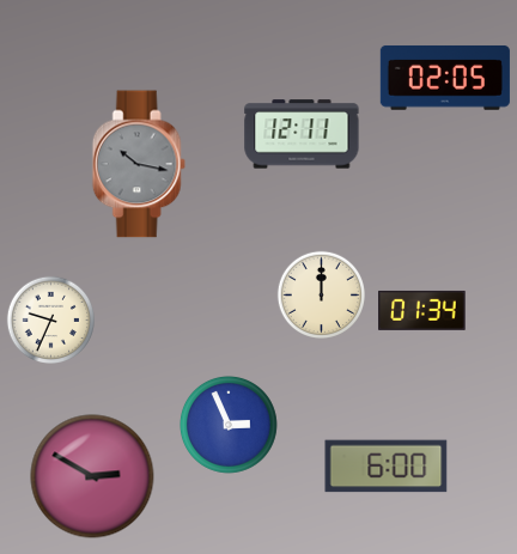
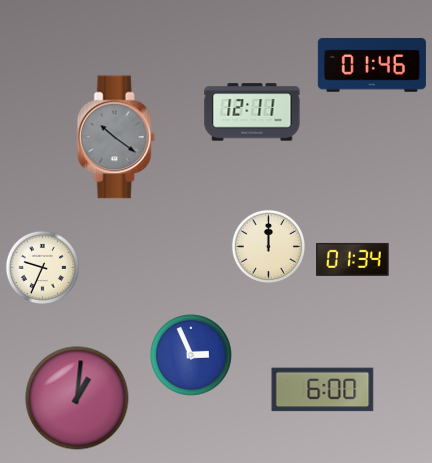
clock at (445, 78): 02:05 -> 01:46
clock at (139, 164): 10:17 -> 10:21
clock at (92, 476): 2:50 -> 1:01
